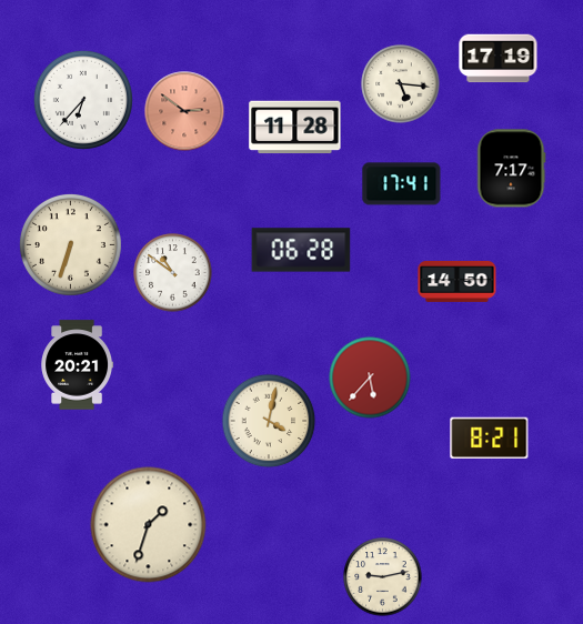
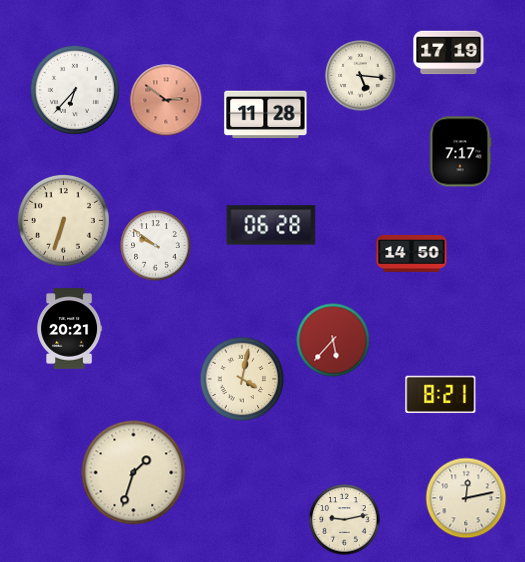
clock at (402, 184): 17:41 -> none
clock at (173, 273): 10:51 -> 9:51
clock at (466, 498): none -> 12:13
